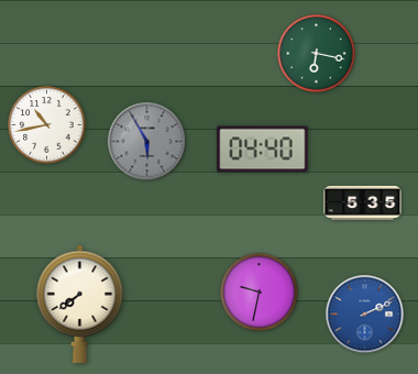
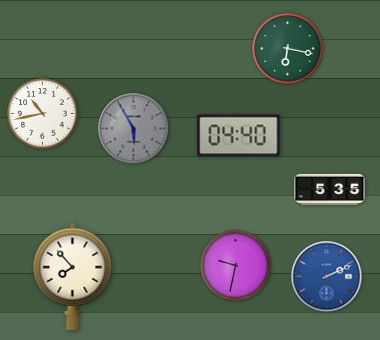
clock at (363, 202) position: (363, 202) -> (330, 189)
clock at (80, 304): 7:39 -> 7:53
clock at (365, 315) position: (365, 315) -> (327, 277)
